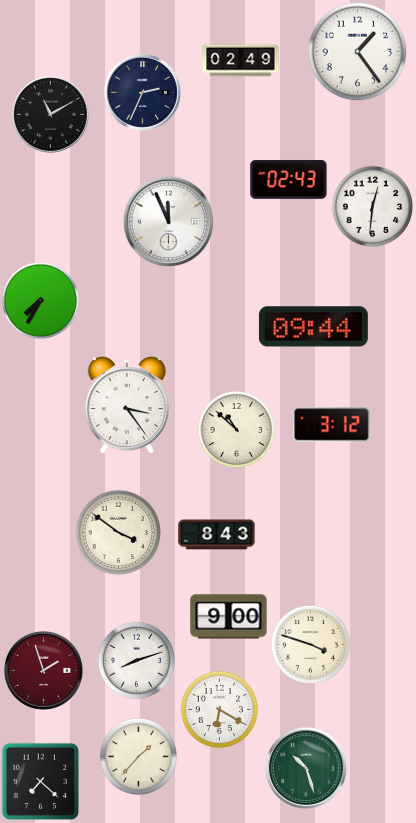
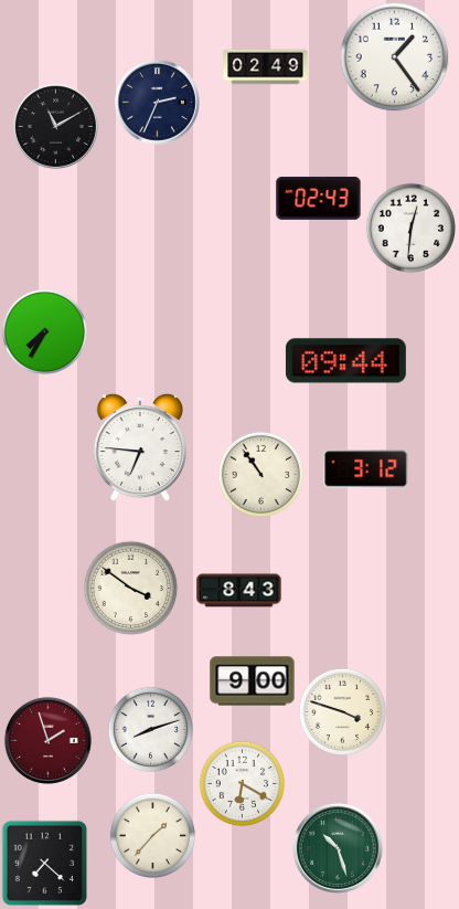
clock at (168, 221): 11:56 -> none
clock at (127, 405): 3:24 -> 6:46
clock at (236, 429): 10:52 -> 10:54
